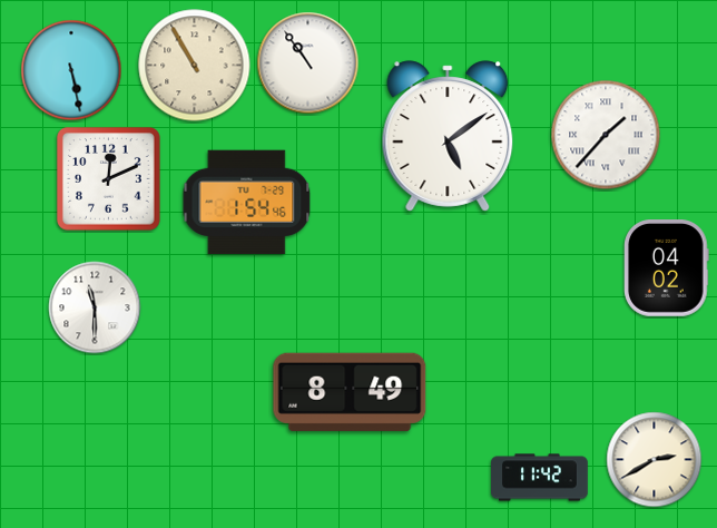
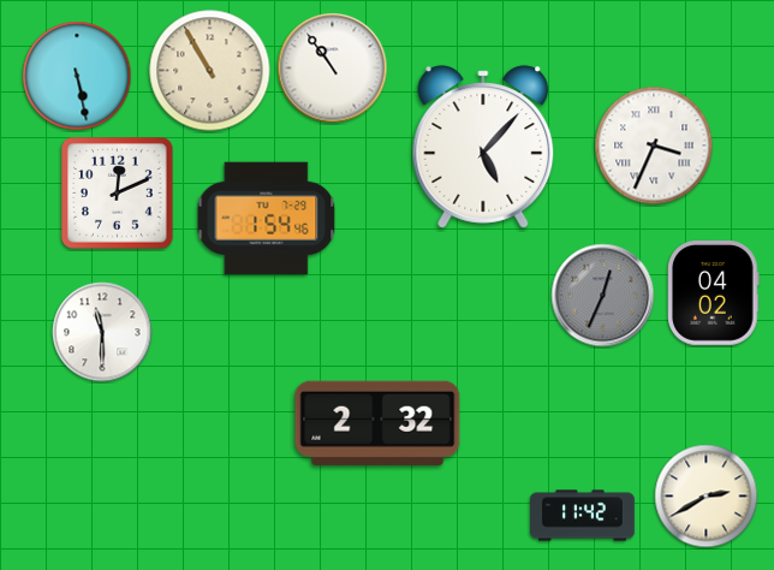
clock at (606, 135): 1:37 -> 3:34
clock at (448, 136): 5:09 -> 5:07
clock at (667, 268) position: (667, 268) -> (714, 293)
clock at (603, 296): none -> 12:34
clock at (350, 392): 8:49 -> 2:32
